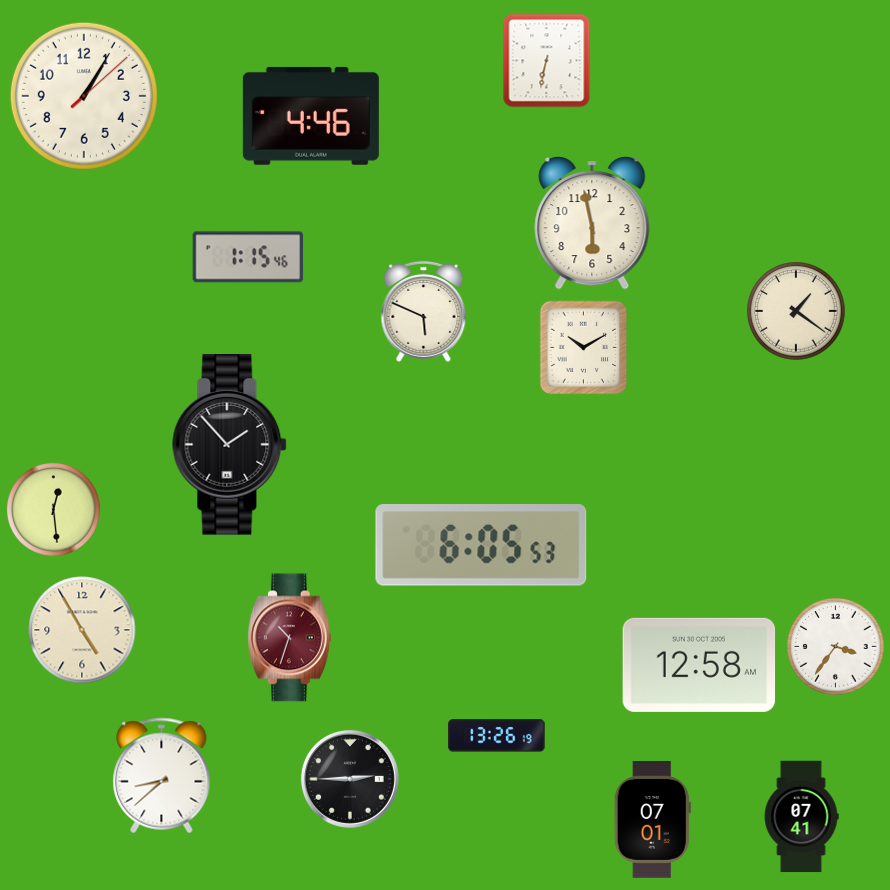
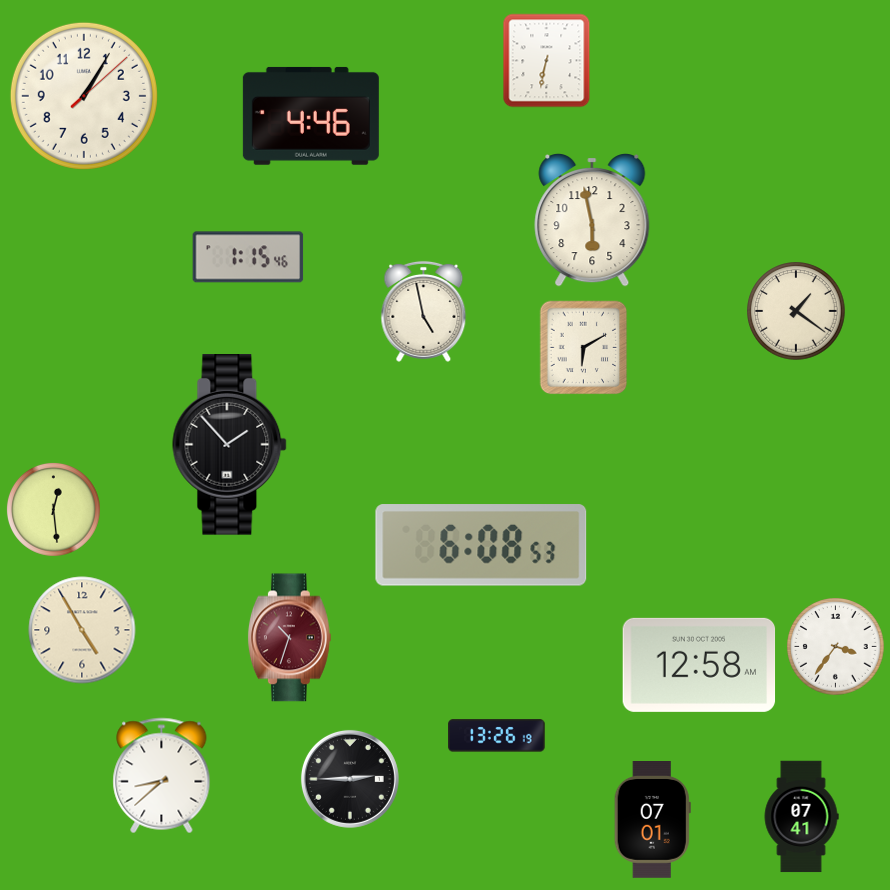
clock at (592, 224) position: (592, 224) -> (592, 221)
clock at (424, 311): 5:49 -> 4:58
clock at (584, 348): 10:10 -> 6:10
clock at (481, 545): 6:05 -> 6:08
